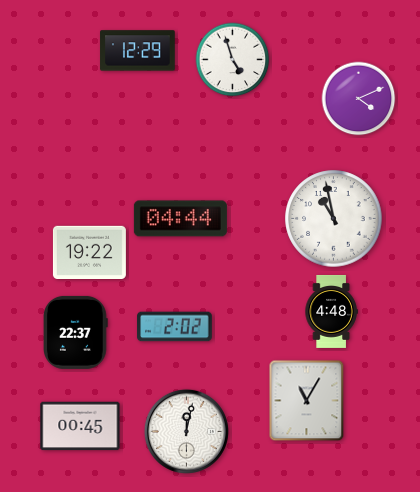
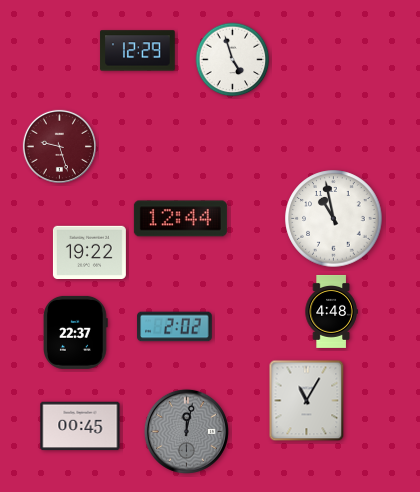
clock at (359, 99): 4:11 -> none
clock at (59, 146): none -> 9:27
clock at (180, 219): 04:44 -> 12:44
clock at (186, 431) dial: white -> grey
